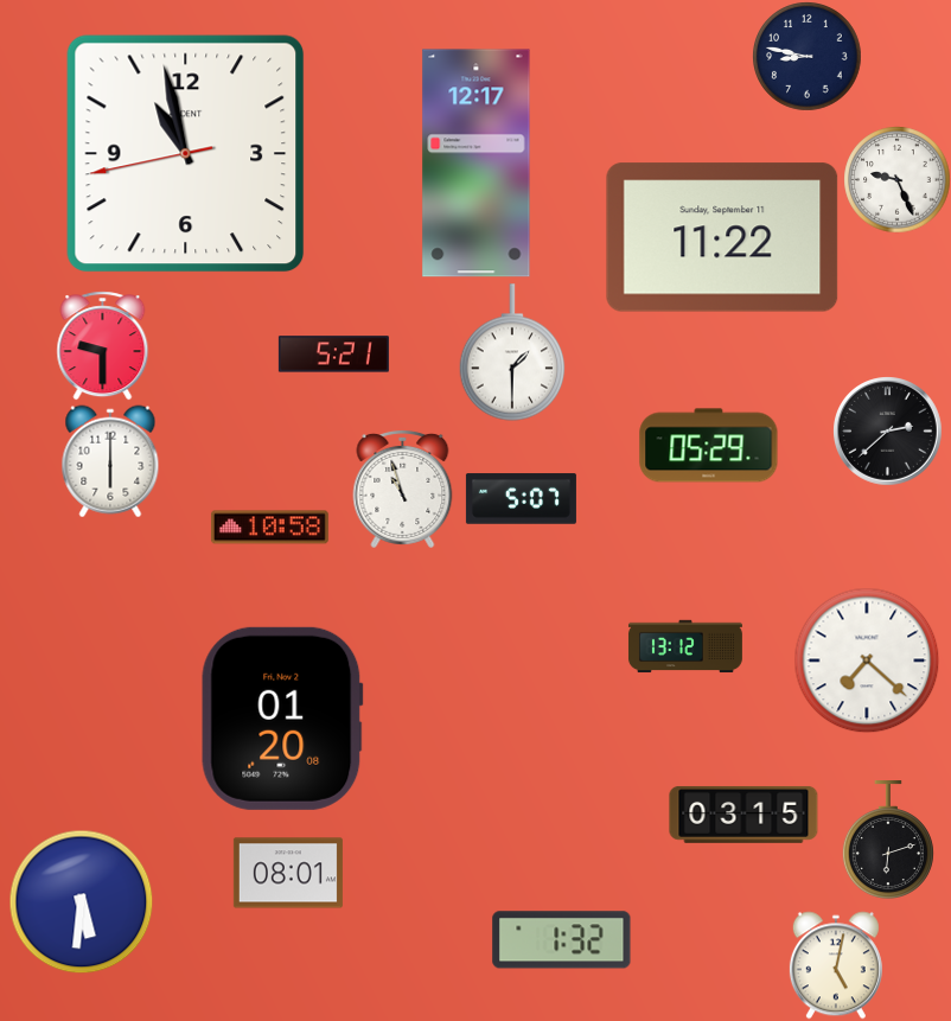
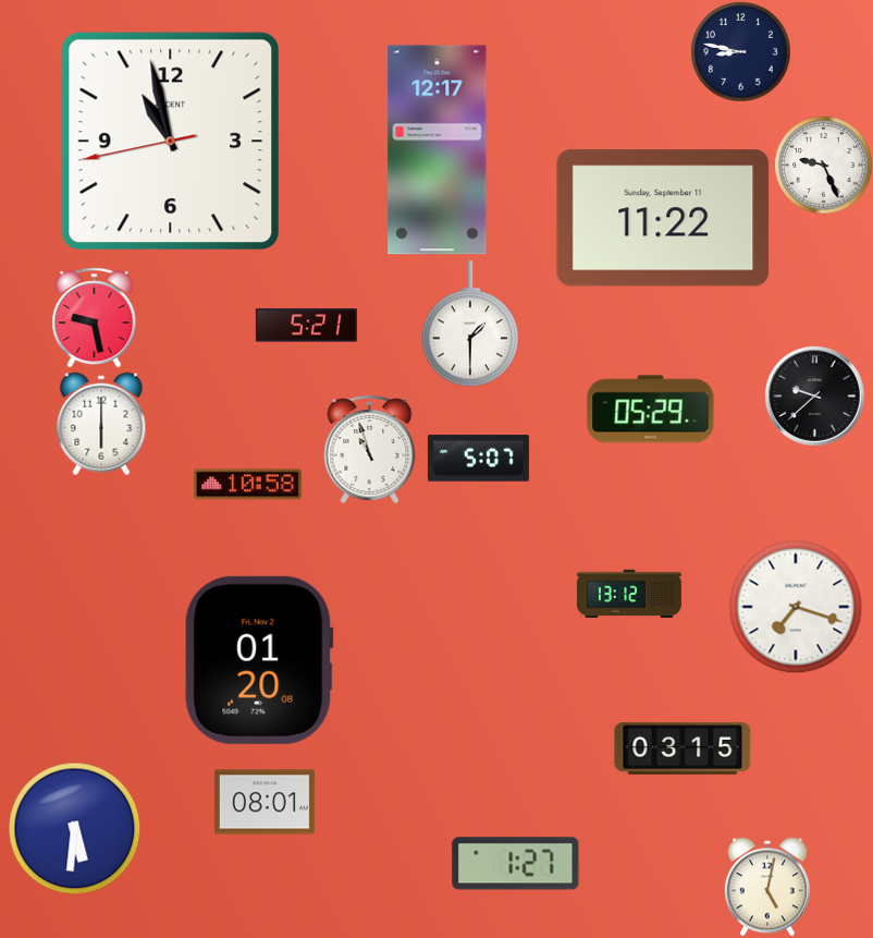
clock at (103, 345): 9:30 -> 9:28
clock at (888, 432): 2:38 -> 9:38
clock at (867, 661): 7:22 -> 7:18
clock at (888, 840): 6:12 -> none
clock at (562, 940): 1:32 -> 1:27
